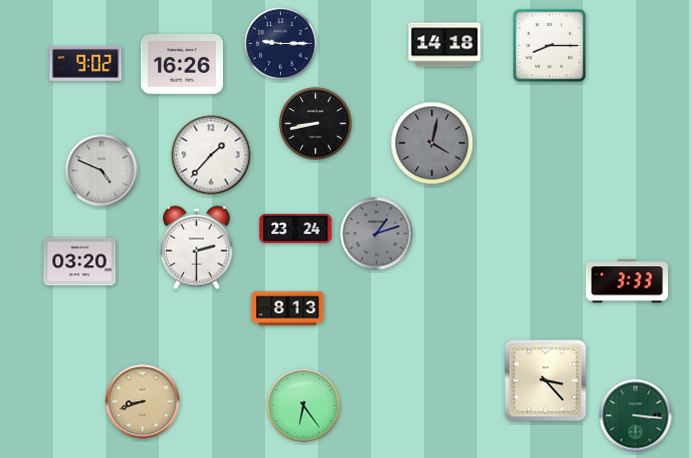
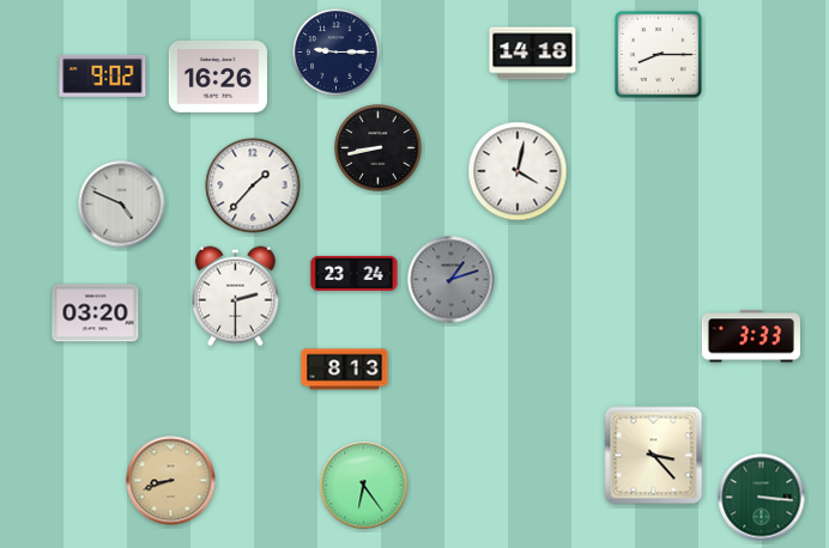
clock at (432, 143) dial: grey -> white
